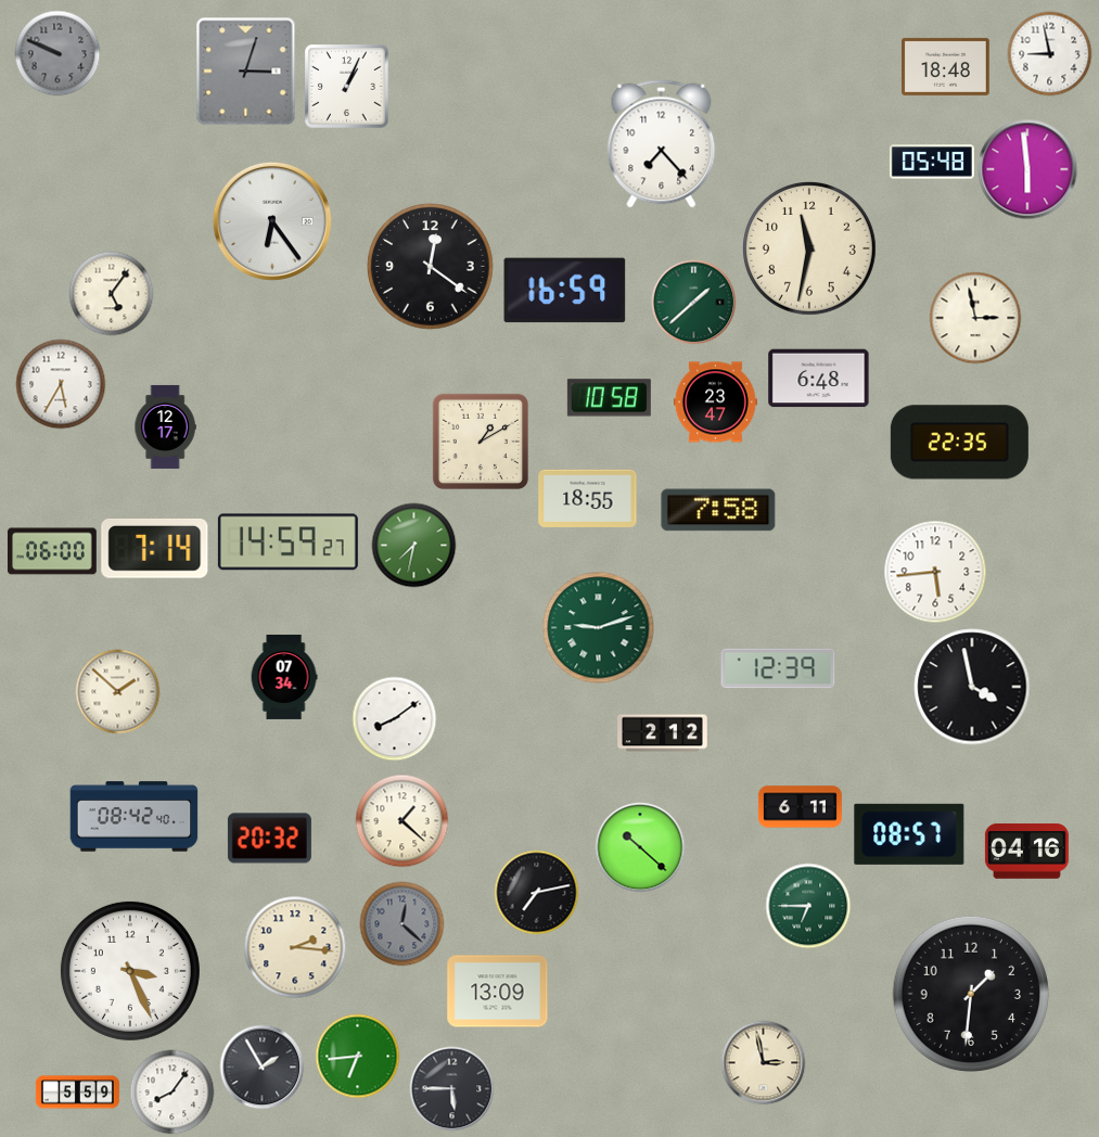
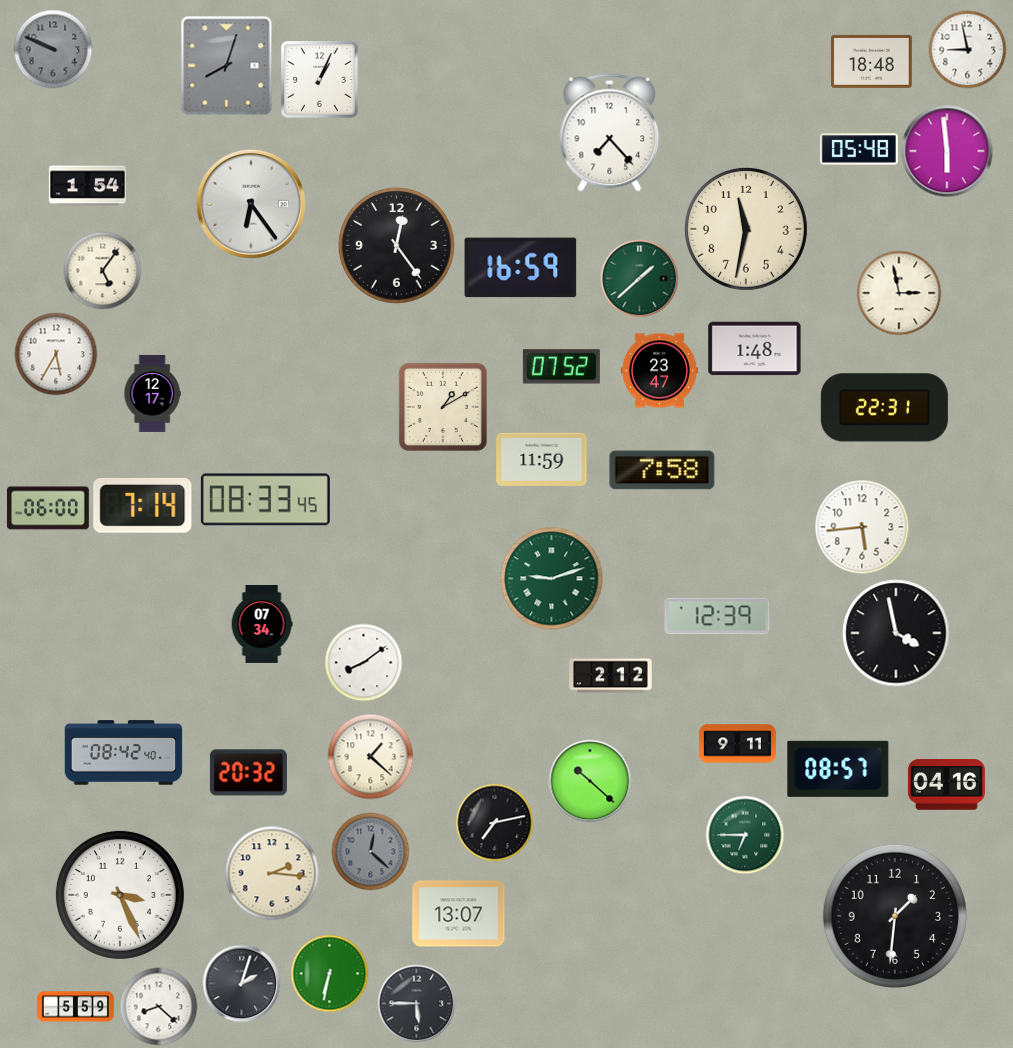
clock at (246, 72): 3:03 -> 8:03
clock at (1027, 169) position: (1027, 169) -> (947, 151)
clock at (87, 186): none -> 1:54
clock at (431, 267): 12:21 -> 12:24
clock at (819, 379): 6:48 -> 1:48
clock at (609, 398): 10:58 -> 07:52
clock at (959, 443): 22:35 -> 22:31
clock at (588, 498): 18:55 -> 11:59
clock at (287, 542): 14:59 -> 08:33
clock at (413, 545): 7:32 -> none
clock at (117, 691): 1:52 -> none
clock at (800, 807): 6:11 -> 9:11
clock at (498, 992): 13:09 -> 13:07
clock at (357, 1056): 6:44 -> 6:32
clock at (763, 1062): 2:58 -> none
clock at (261, 1066): 1:55 -> 2:03
clock at (171, 1091): 8:06 -> 8:22
clock at (77, 1093) position: (77, 1093) -> (75, 1007)
